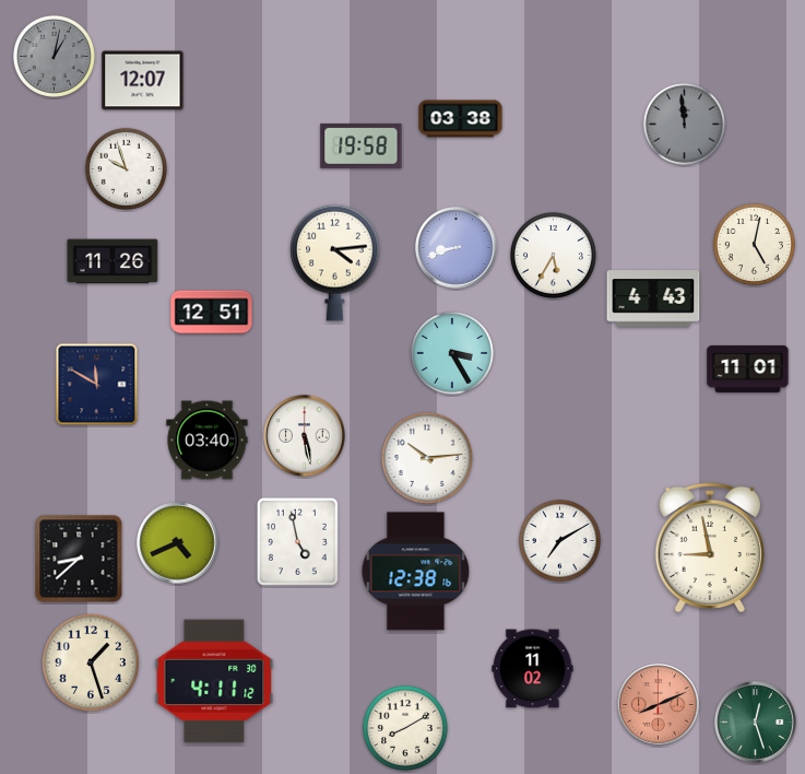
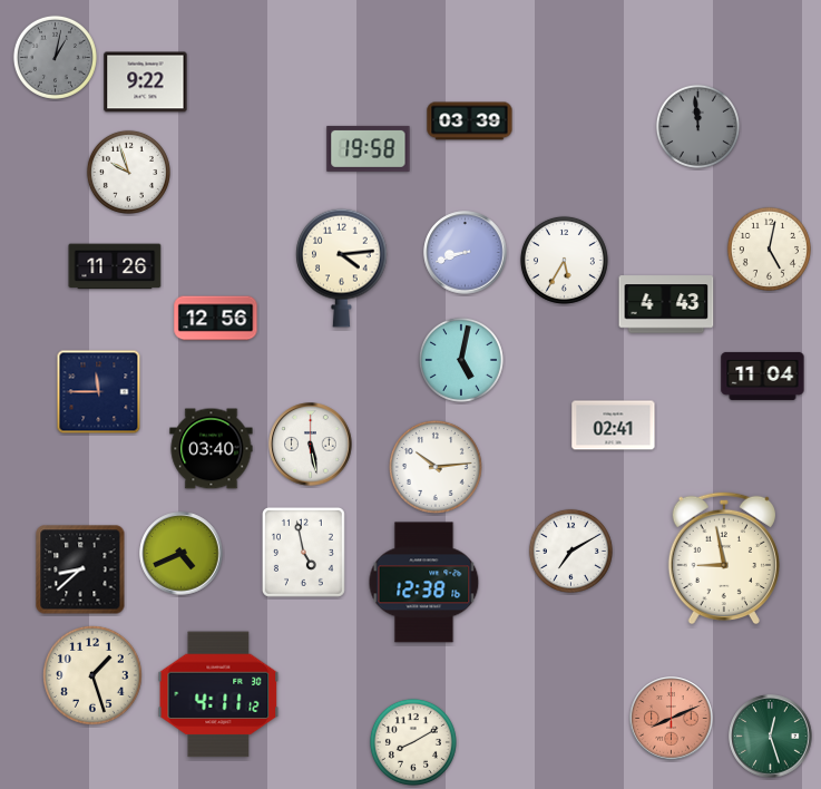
clock at (143, 81): 12:07 -> 9:22
clock at (461, 119): 03:38 -> 03:39
clock at (212, 313): 12:51 -> 12:56
clock at (452, 353): 3:25 -> 5:02
clock at (748, 368): 11:01 -> 11:04
clock at (97, 385): 11:50 -> 11:45
clock at (614, 426): none -> 02:41
clock at (533, 669): 11:02 -> none
